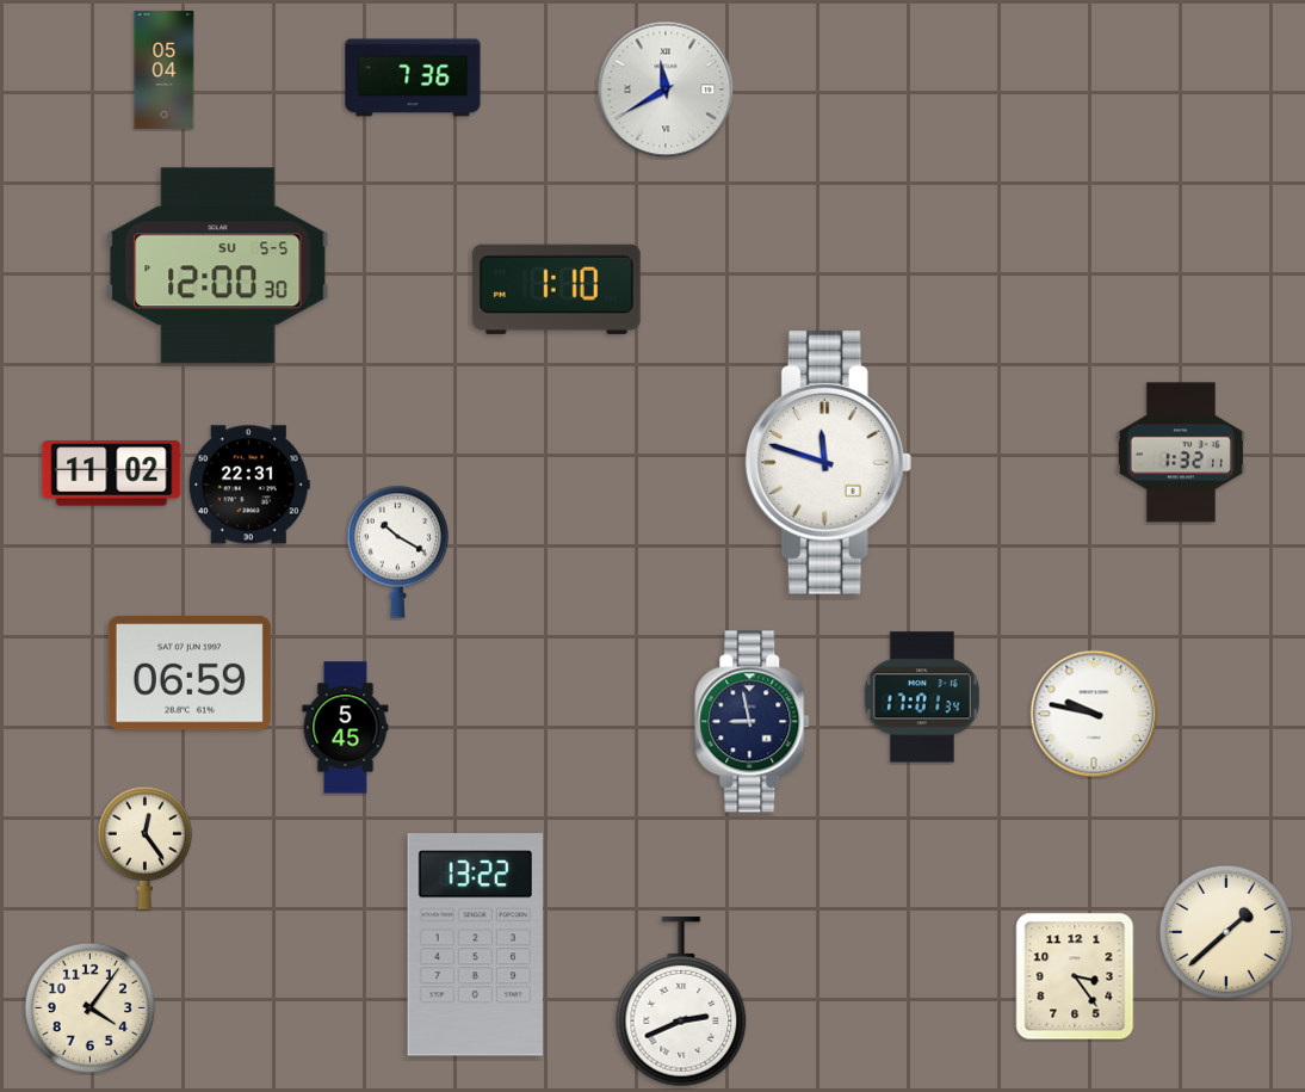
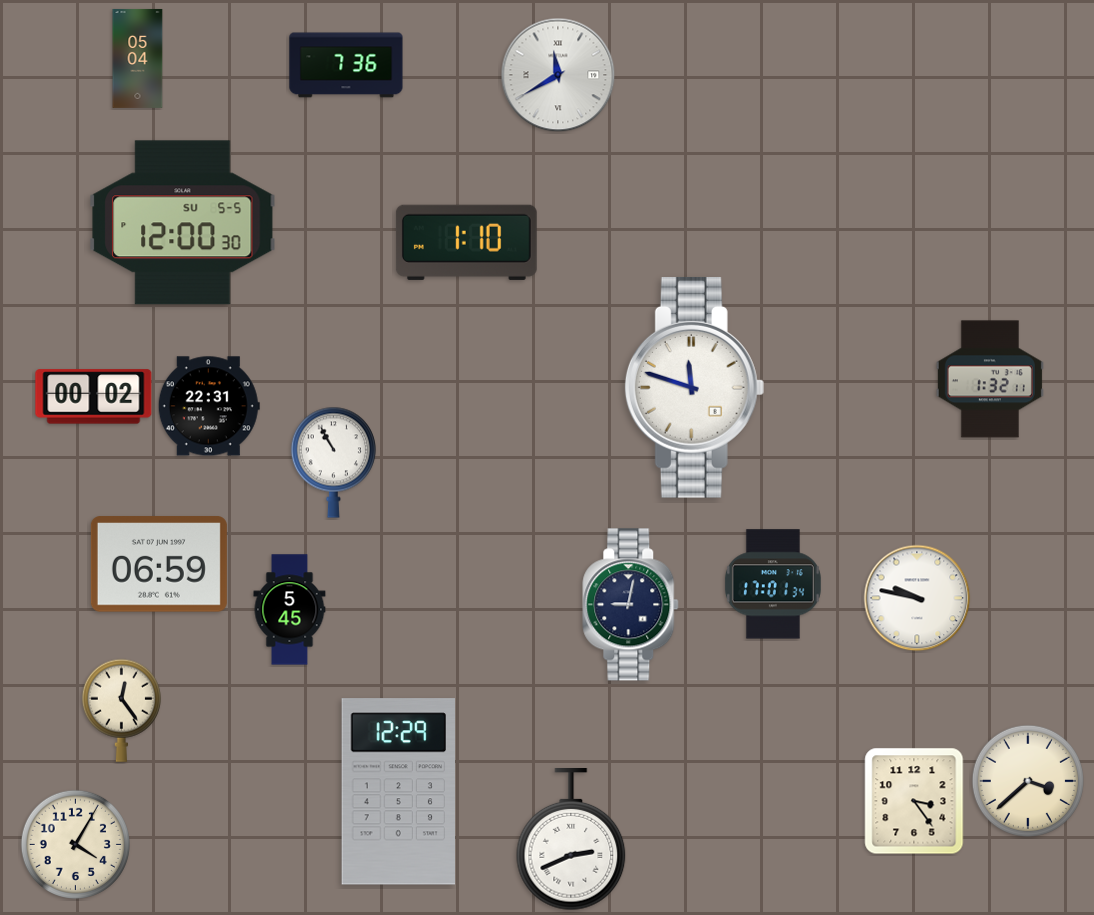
clock at (112, 474): 11:02 -> 00:02
clock at (397, 551): 10:20 -> 10:55
clock at (753, 722): 8:58 -> 9:02
clock at (1226, 932): 1:38 -> 3:38
clock at (476, 945): 13:22 -> 12:29
clock at (1075, 976) position: (1075, 976) -> (914, 801)
clock at (89, 1007): 4:06 -> 4:05
